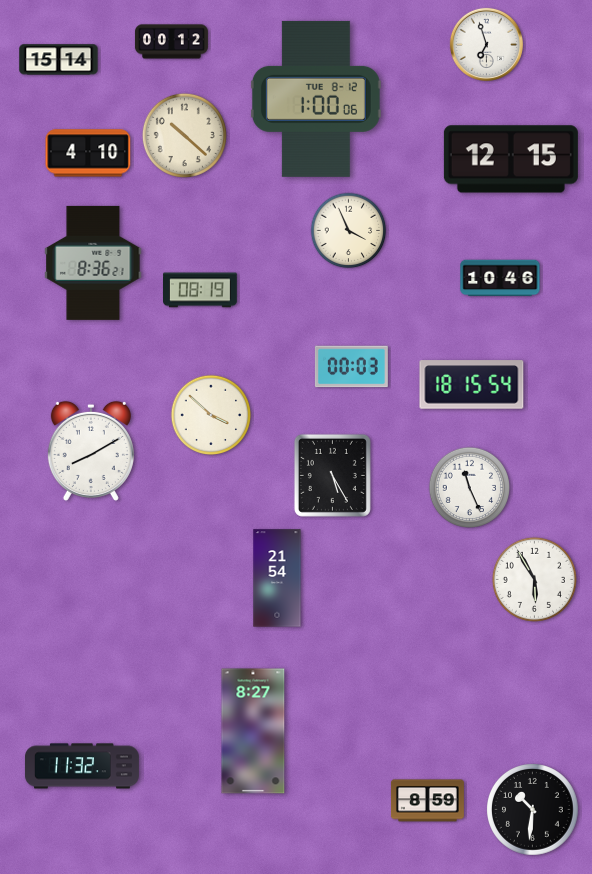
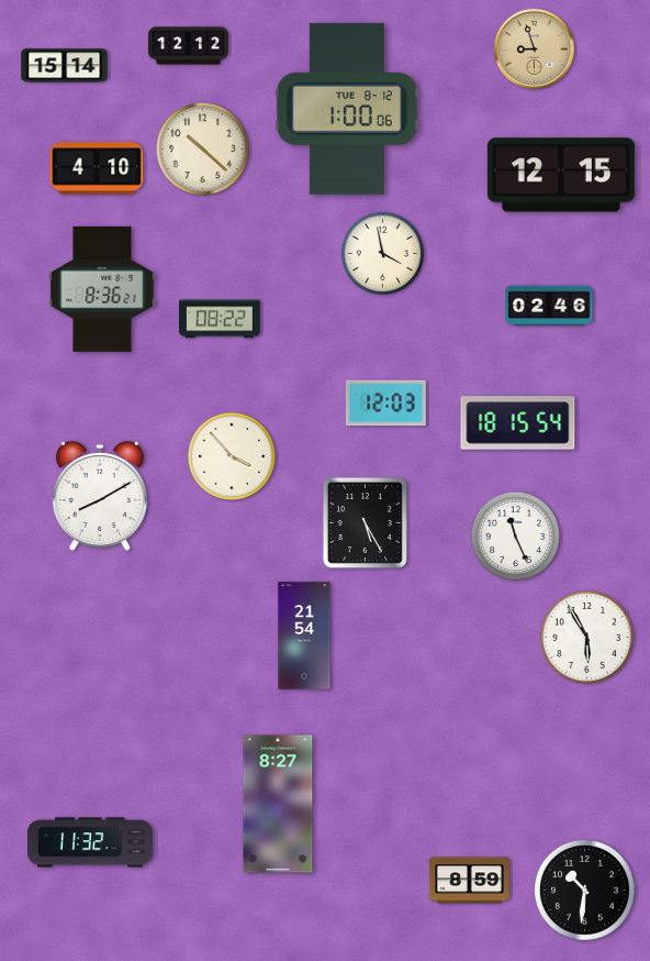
clock at (171, 42): 00:12 -> 12:12
clock at (486, 44): 6:57 -> 8:57
clock at (486, 44) dial: white -> champagne
clock at (349, 231): 3:56 -> 3:58
clock at (500, 278): 10:46 -> 02:46
clock at (201, 290): 08:19 -> 08:22
clock at (351, 367): 00:03 -> 12:03
clock at (211, 415): 3:52 -> 3:53
